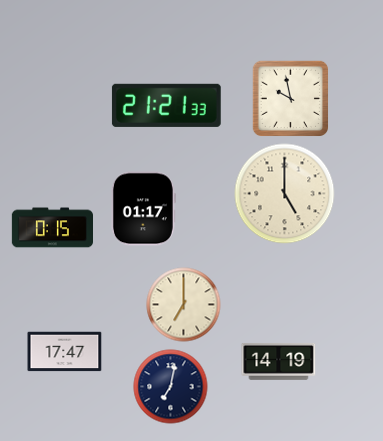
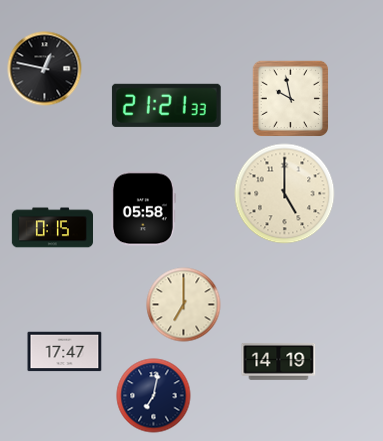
clock at (45, 69): none -> 12:47
clock at (143, 209): 01:17 -> 05:58
clock at (171, 387) position: (171, 387) -> (154, 396)
